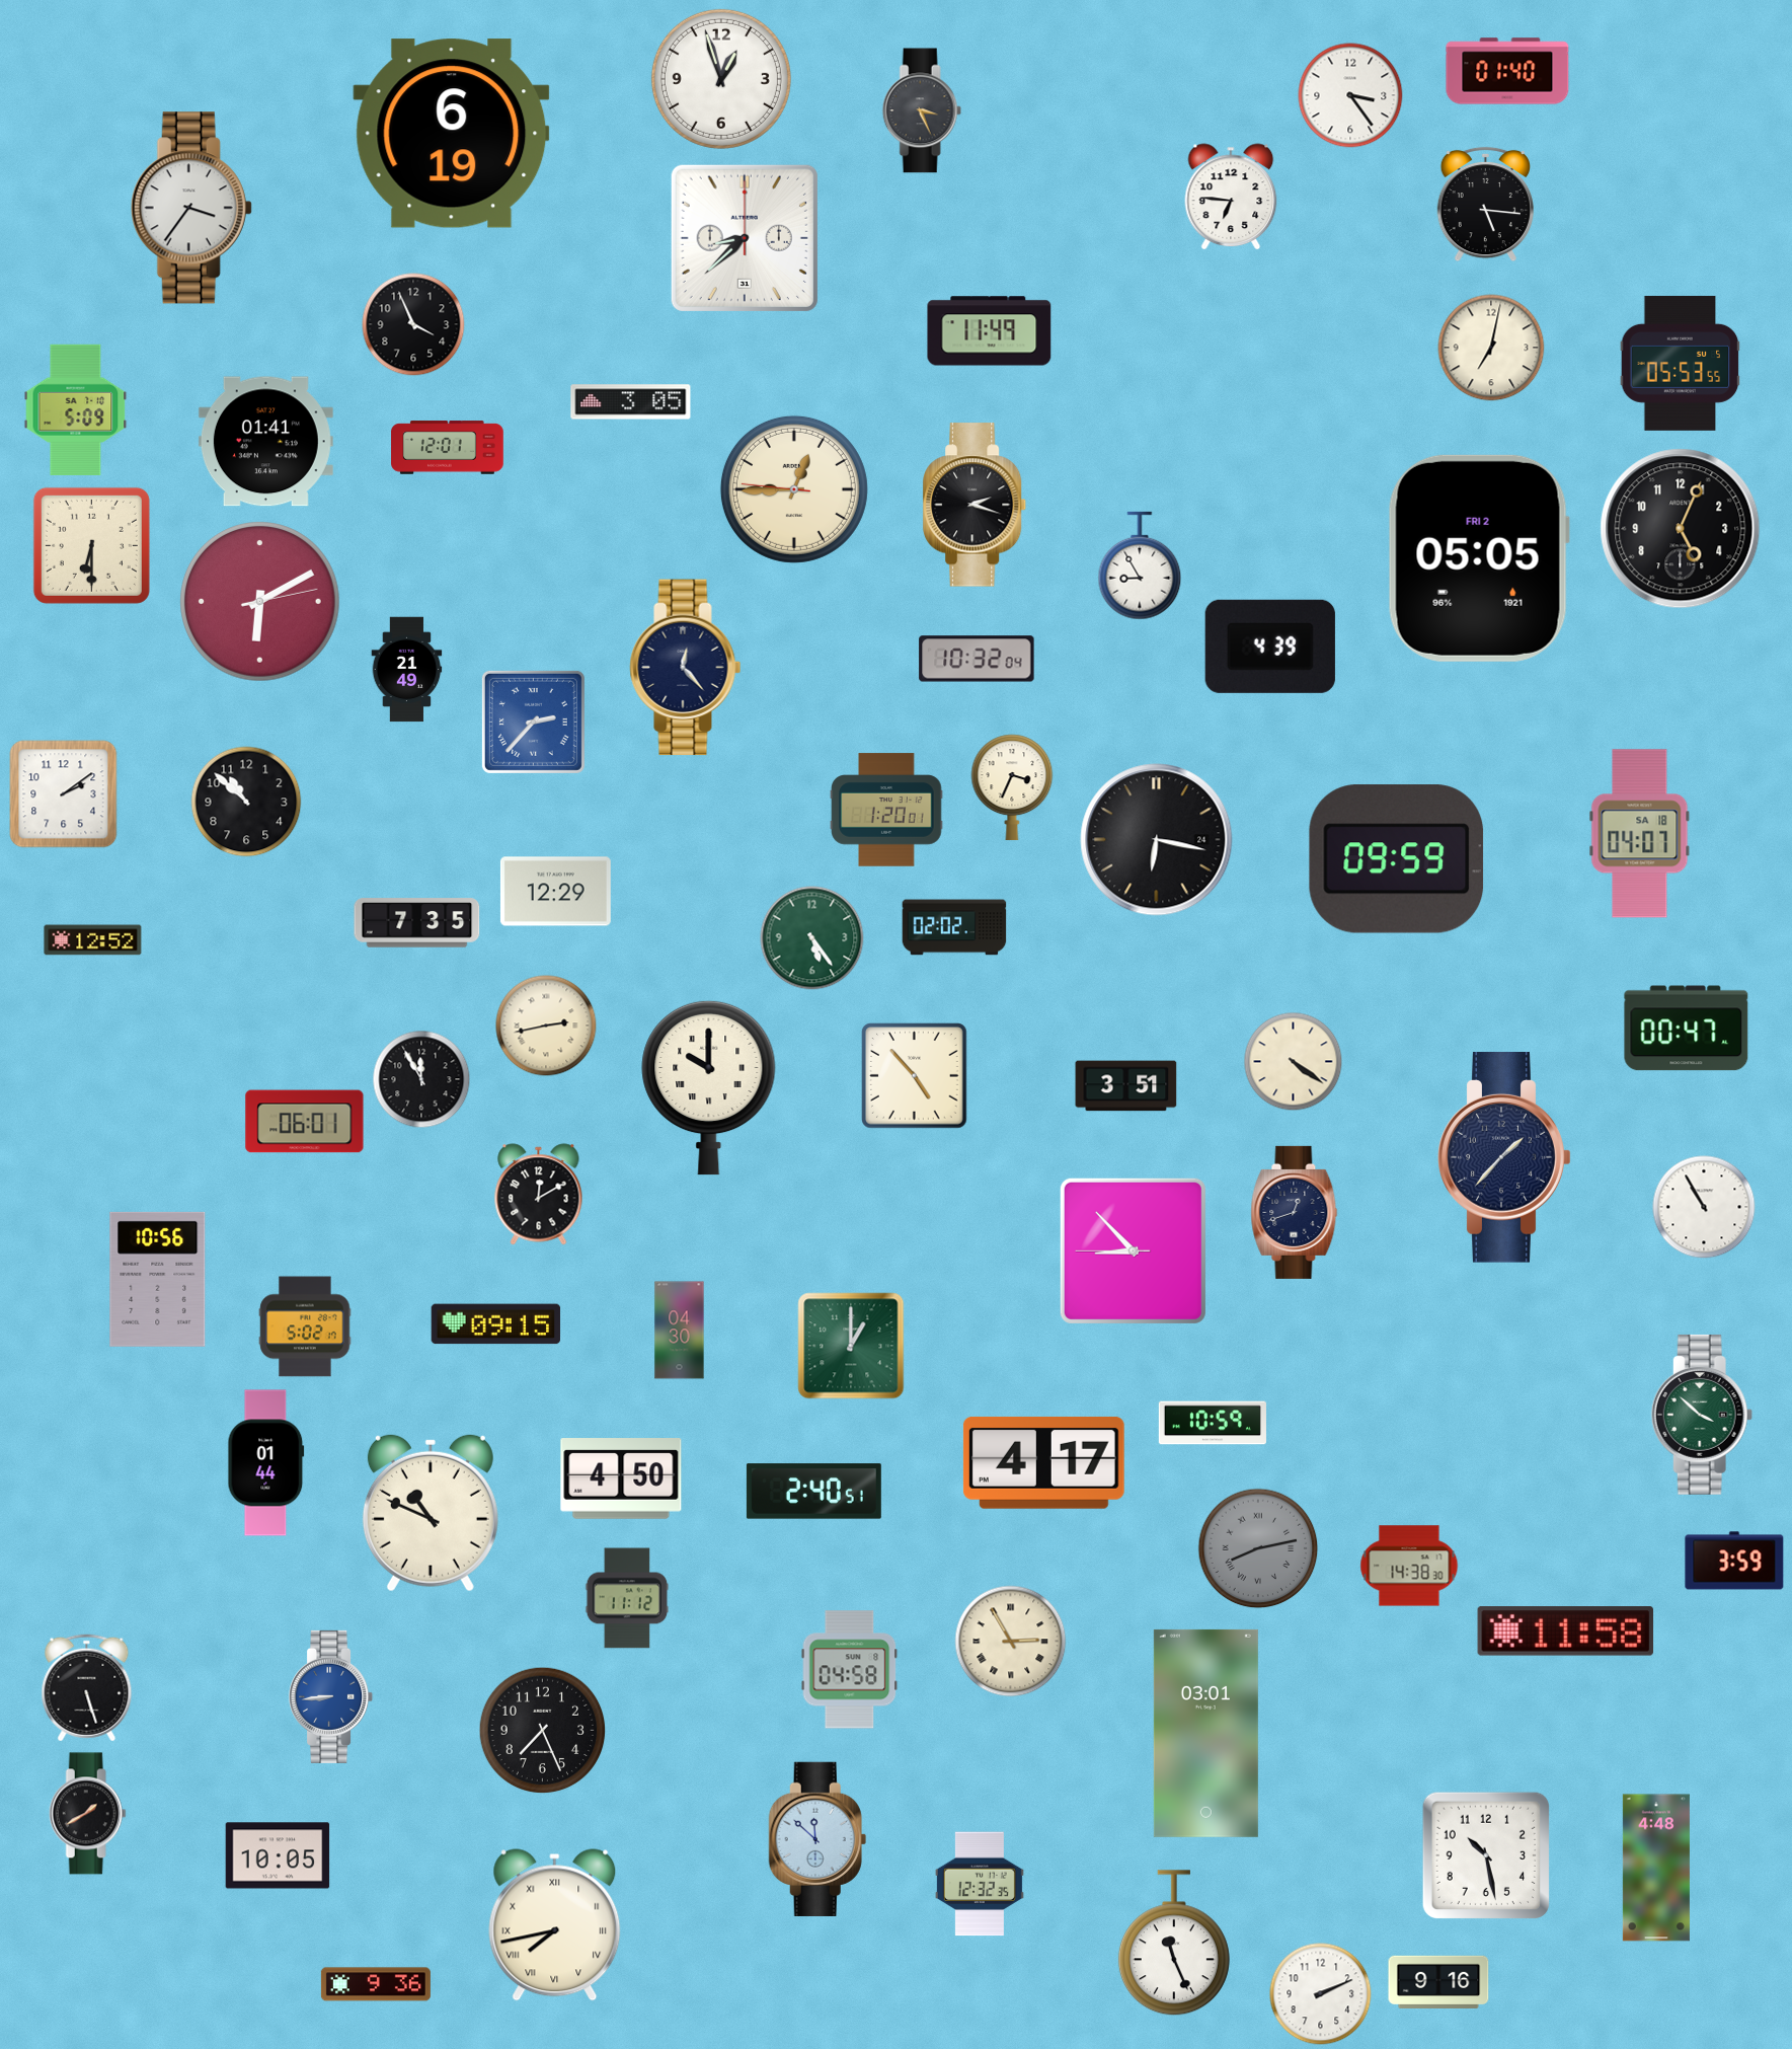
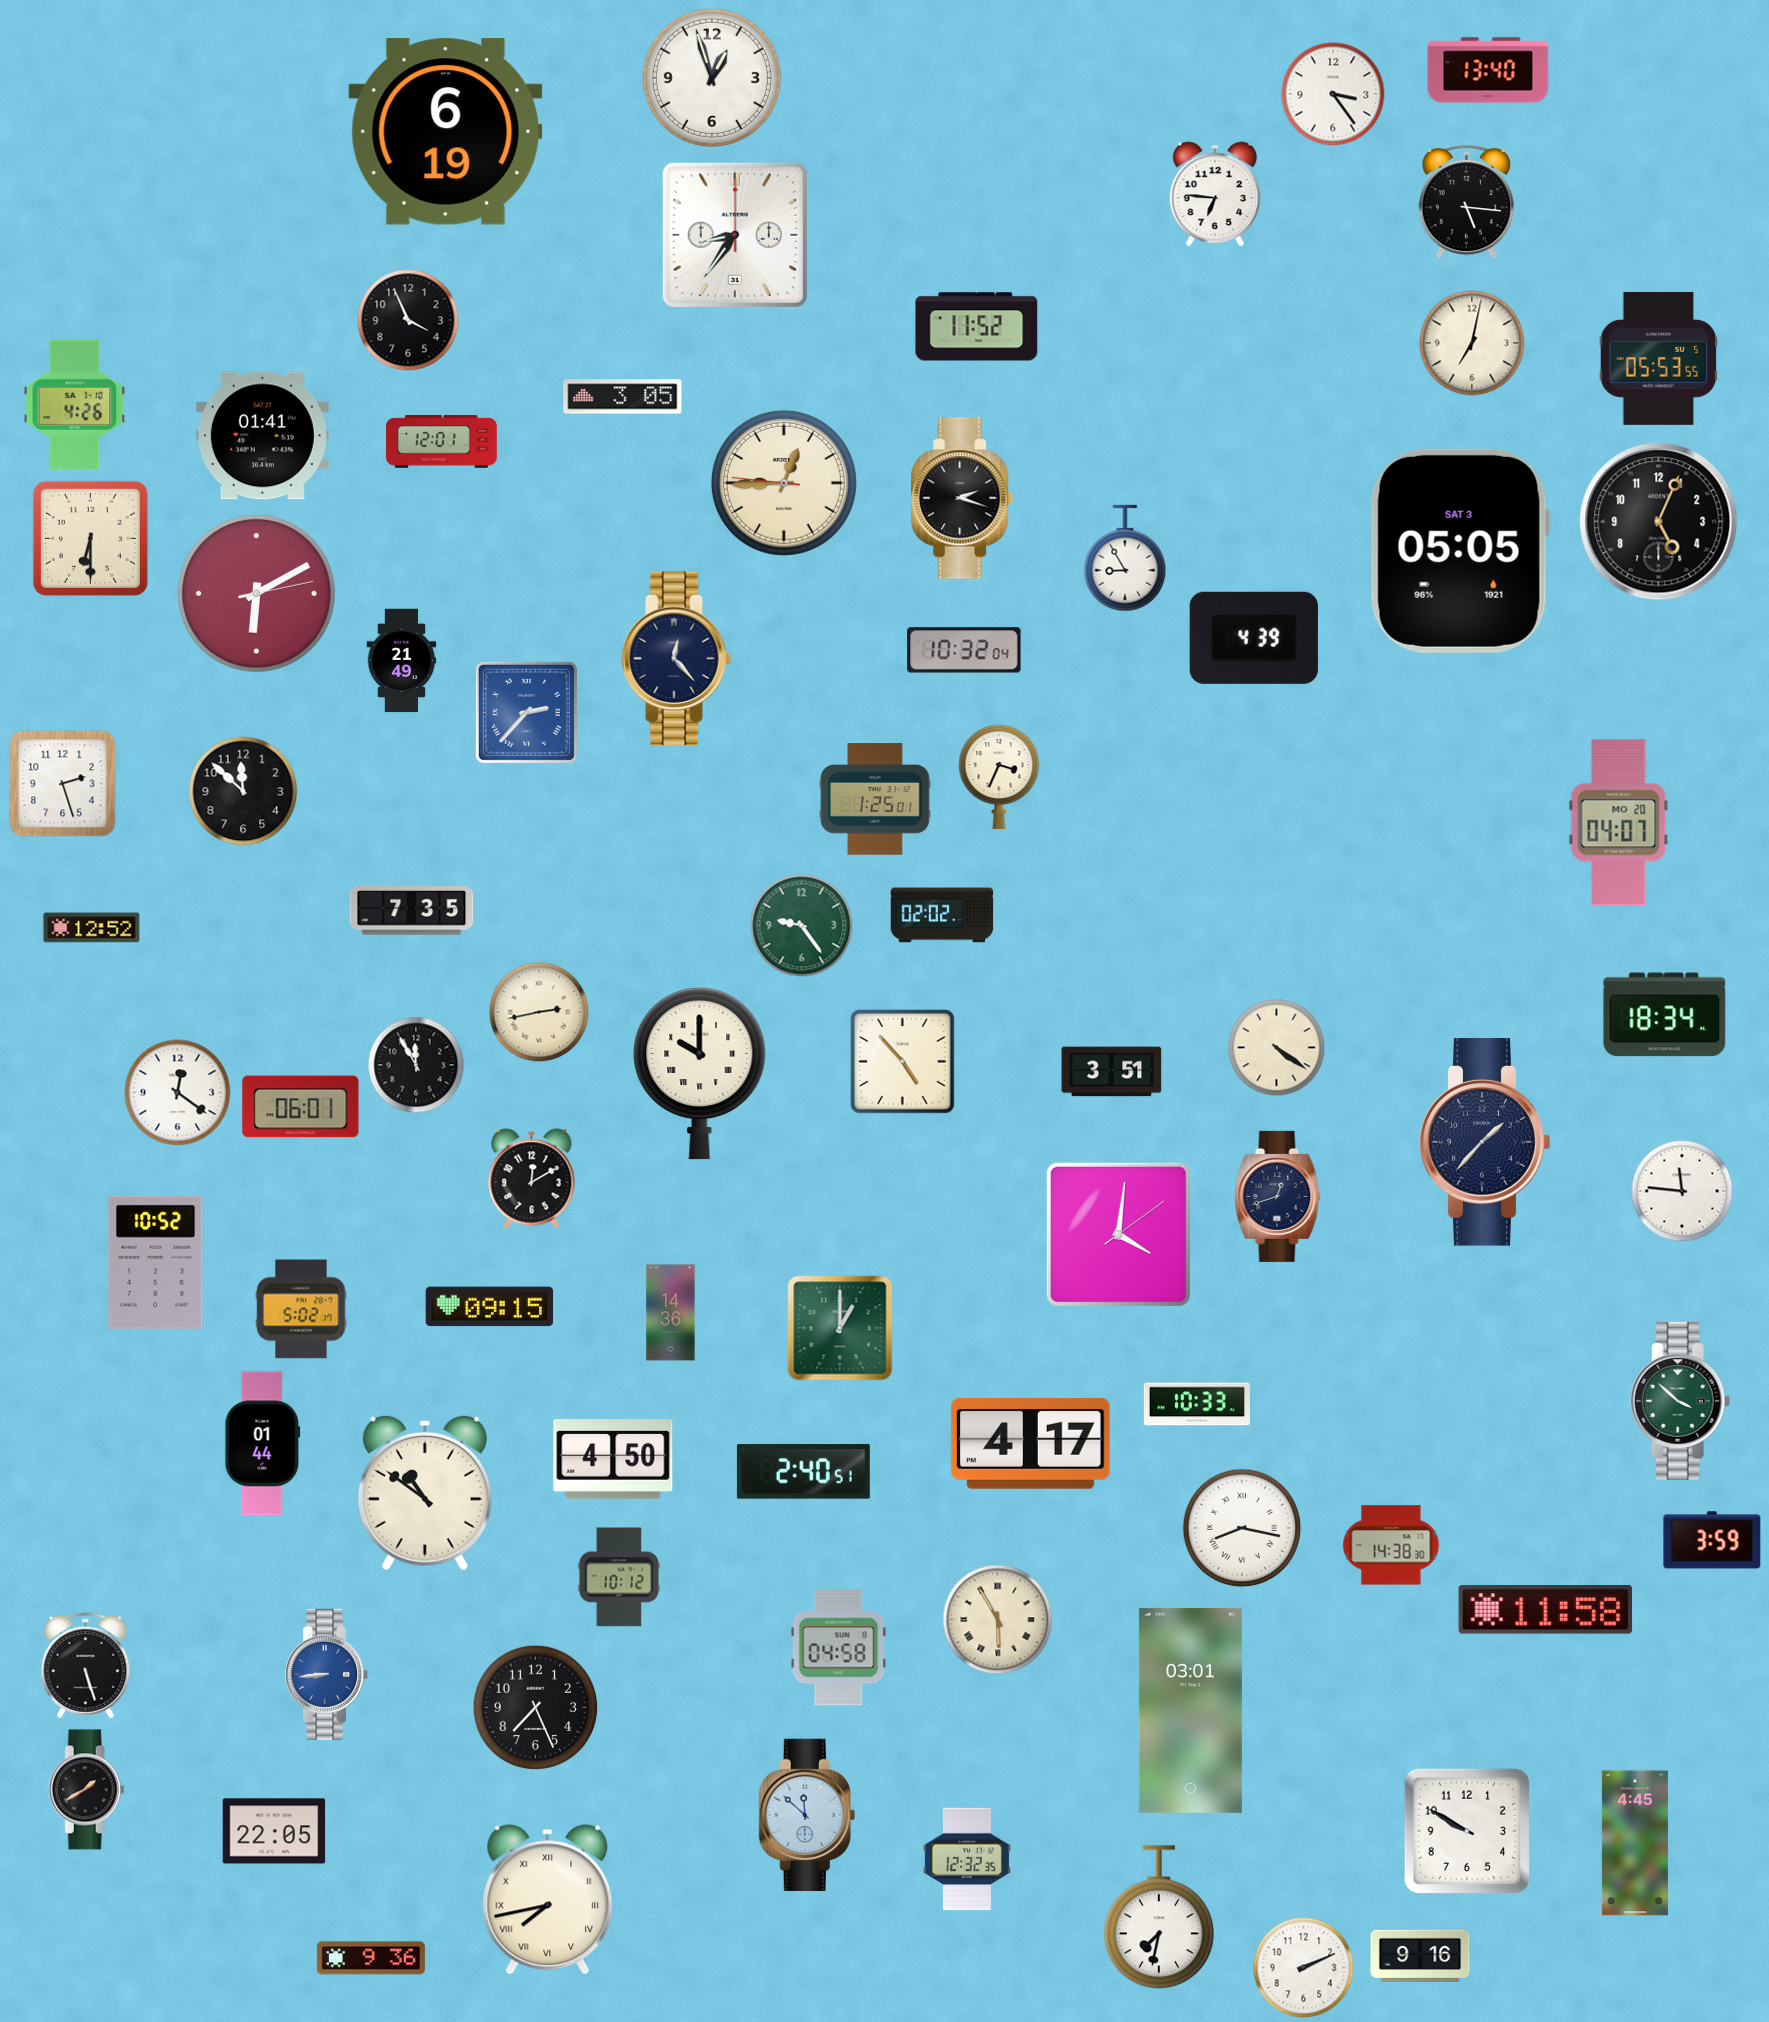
clock at (1507, 71): 01:40 -> 13:40
clock at (922, 110): 3:26 -> none
clock at (191, 208): 3:36 -> none
clock at (745, 238): 8:38 -> 8:36
clock at (990, 331): 11:49 -> 11:52
clock at (76, 409): 5:09 -> 4:26
clock at (1479, 558) date: FRI 2 -> SAT 3
clock at (64, 794): 2:09 -> 2:27
clock at (246, 802): 10:52 -> 11:52
clock at (886, 810): 1:20 -> 1:25
clock at (1640, 834) date: SA 18 -> MO 20
clock at (1157, 840): 6:17 -> none
clock at (1397, 859): 09:59 -> none
clock at (555, 892): 12:29 -> none
clock at (812, 938): 5:24 -> 9:24
clock at (1687, 1029): 00:47 -> 18:34
clock at (178, 1093): none -> 12:21
clock at (1704, 1207): 10:55 -> 11:46
clock at (1133, 1250): 8:52 -> 4:01
clock at (158, 1279): 10:56 -> 10:52
clock at (680, 1331): 04:30 -> 14:36
clock at (1702, 1415) position: (1702, 1415) -> (1680, 1401)
clock at (1213, 1423): 10:59 -> 10:33
clock at (431, 1513): 10:49 -> 10:51
clock at (1258, 1548): 8:13 -> 8:17
clock at (1258, 1548) dial: grey -> white
clock at (627, 1598): 11:12 -> 10:12
clock at (1011, 1642): 2:55 -> 5:55
clock at (1485, 1854): 10:28 -> 9:50
clock at (278, 1855): 10:05 -> 22:05
clock at (1656, 1868): 4:48 -> 4:45
clock at (1174, 1944): 11:26 -> 7:32
